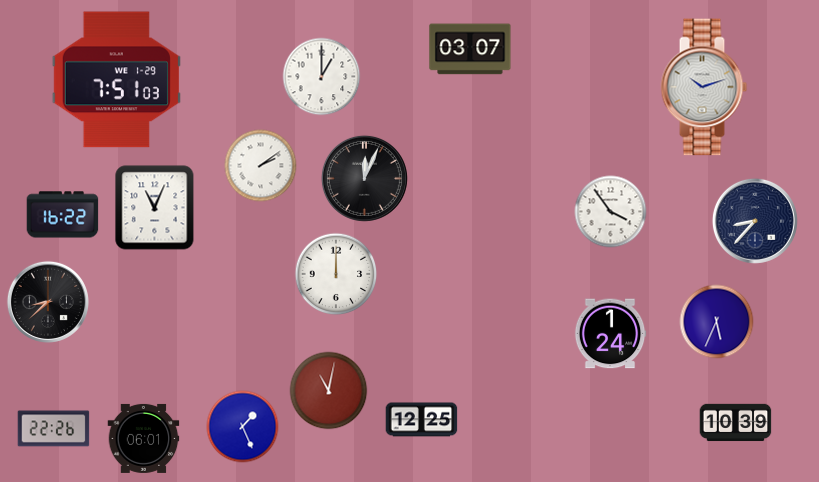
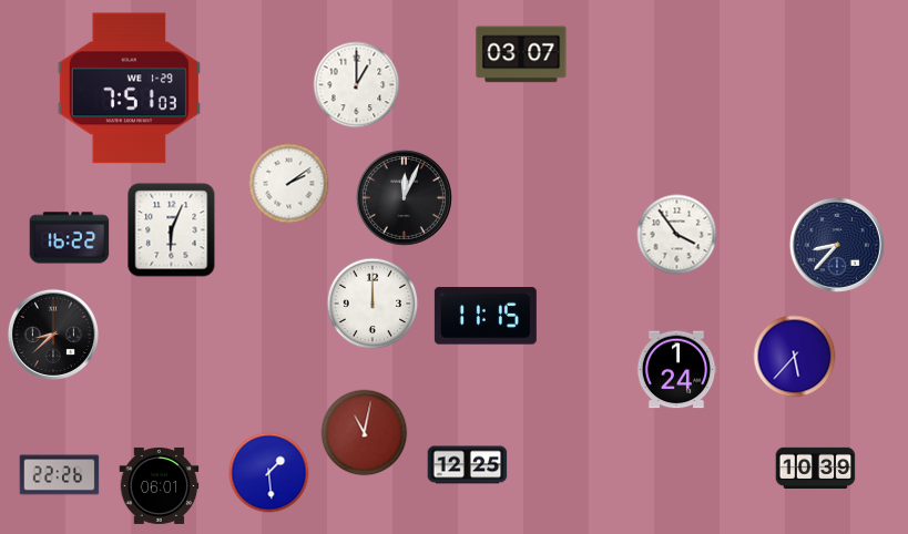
clock at (704, 87): 10:12 -> none
clock at (155, 208): 11:04 -> 6:04
clock at (486, 316): none -> 11:15
clock at (717, 322): 5:34 -> 5:37
clock at (243, 427): 1:26 -> 1:29
